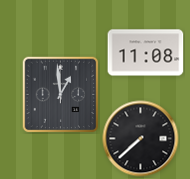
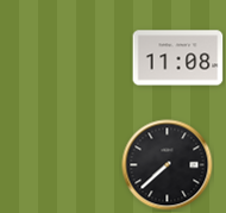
clock at (146, 53) position: (146, 53) -> (178, 58)
clock at (60, 94): 12:59 -> none
